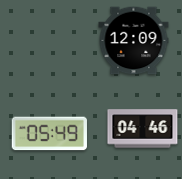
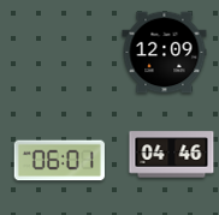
clock at (134, 41) position: (134, 41) -> (165, 53)
clock at (49, 134): 05:49 -> 06:01
